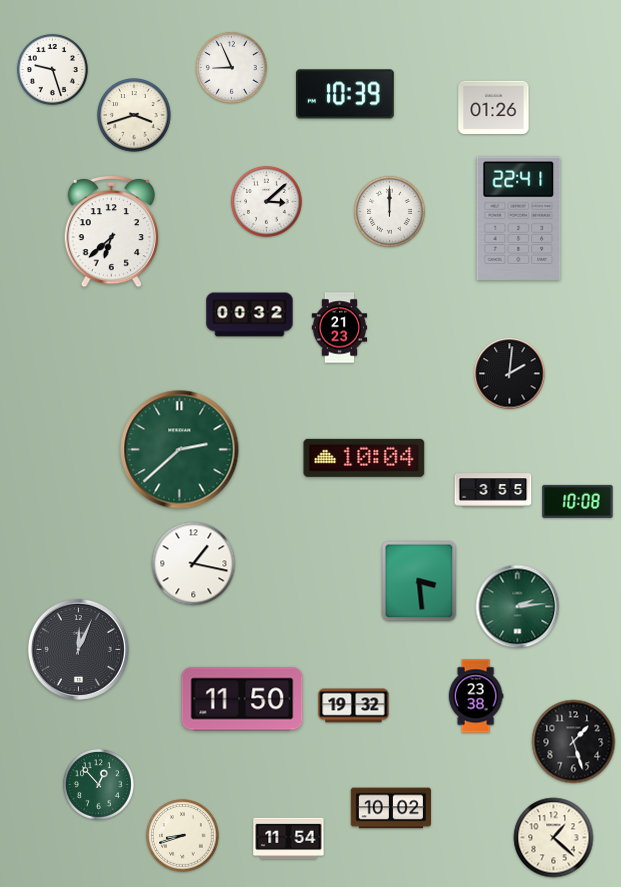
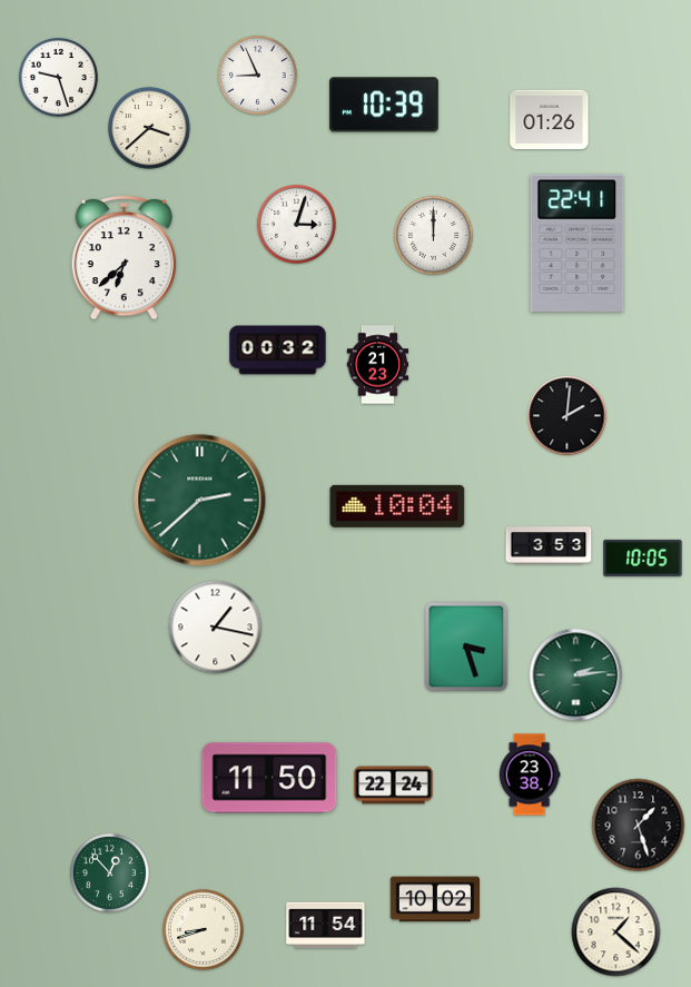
clock at (134, 115): 3:42 -> 3:38
clock at (267, 202): 3:08 -> 3:03
clock at (364, 458) position: (364, 458) -> (397, 506)
clock at (493, 490): 3:55 -> 3:53
clock at (578, 501): 10:08 -> 10:05
clock at (419, 581): 3:29 -> 3:27
clock at (78, 649): 12:04 -> none
clock at (354, 706): 19:32 -> 22:24
clock at (289, 839) position: (289, 839) -> (326, 926)
